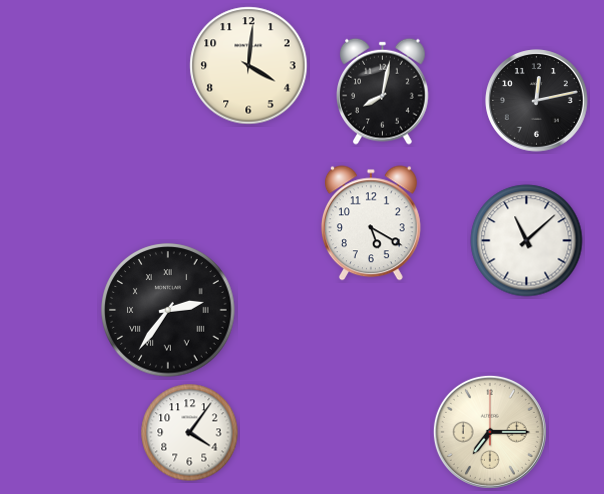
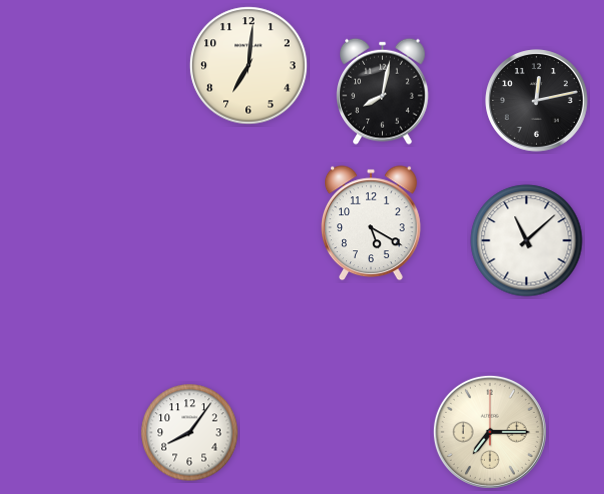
clock at (249, 66): 4:01 -> 7:01
clock at (168, 310): 2:36 -> none
clock at (190, 433): 4:06 -> 8:06
